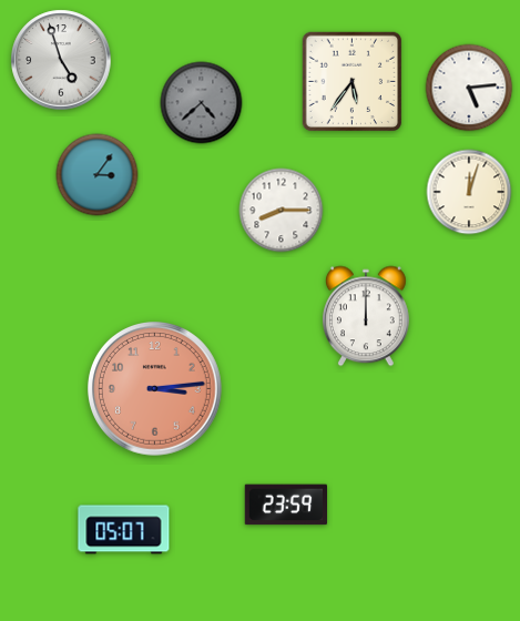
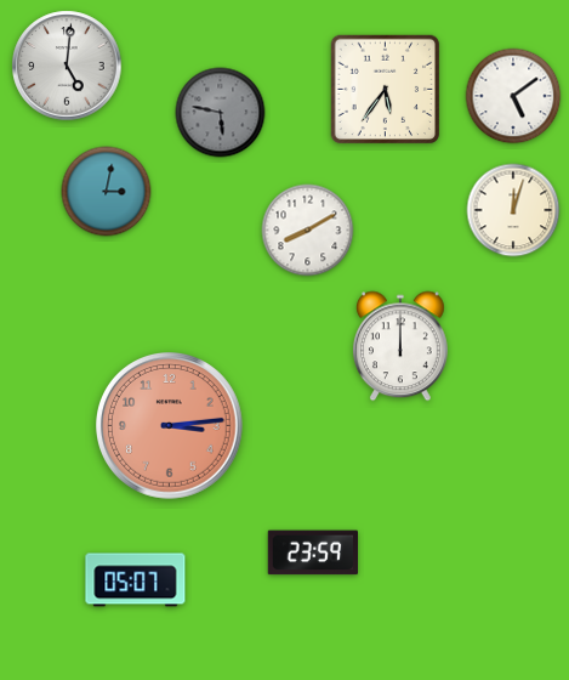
clock at (61, 60): 4:57 -> 5:01
clock at (469, 88): 5:14 -> 5:09
clock at (202, 103): 4:38 -> 5:47
clock at (98, 175): 3:06 -> 3:02
clock at (282, 211): 8:15 -> 8:10
